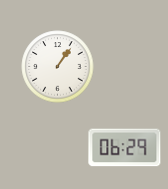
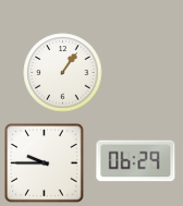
clock at (45, 163): none -> 9:45
